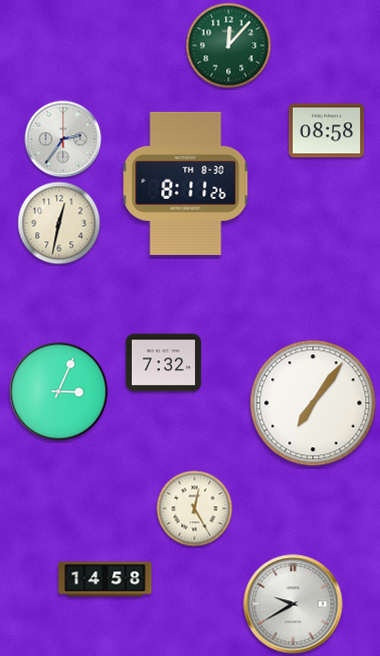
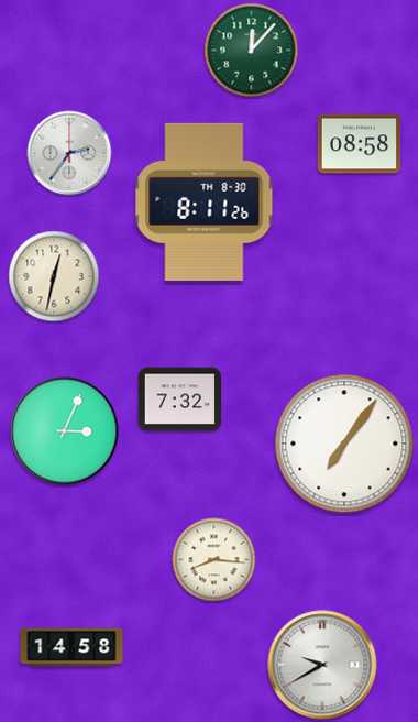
clock at (59, 223) position: (59, 223) -> (54, 276)
clock at (195, 509): 12:25 -> 8:16
clock at (105, 579) position: (105, 579) -> (71, 647)
